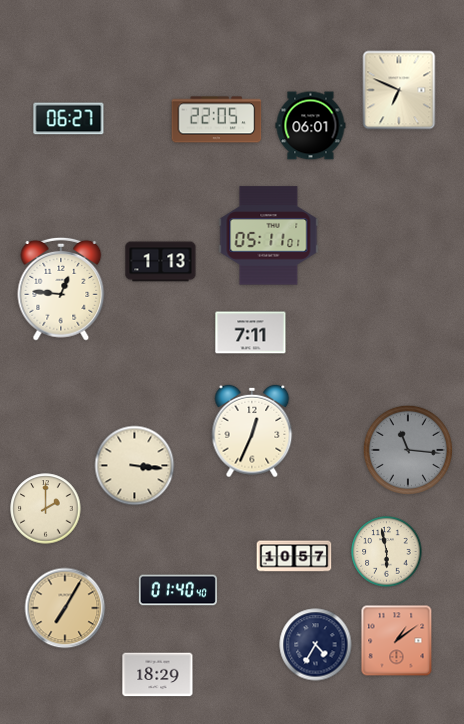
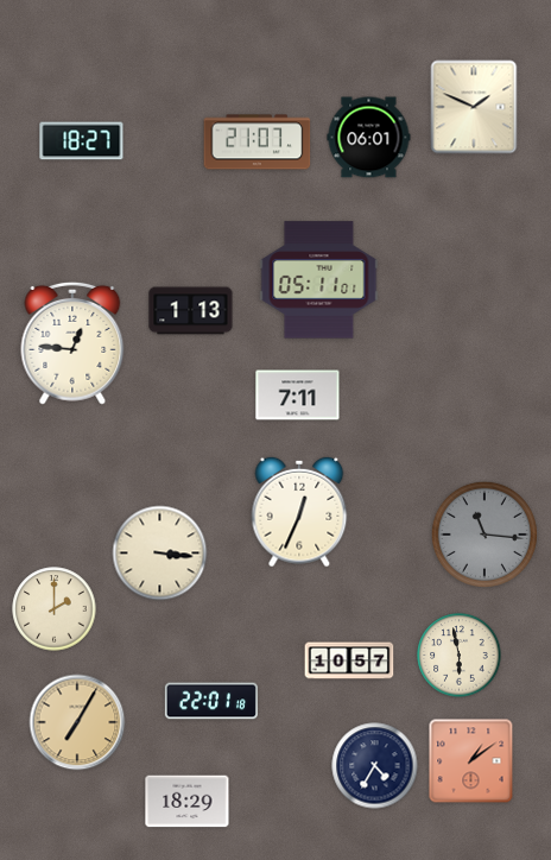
clock at (399, 90): 6:49 -> 1:49
clock at (69, 119): 06:27 -> 18:27
clock at (217, 120): 22:05 -> 21:07
clock at (311, 126) position: (311, 126) -> (369, 138)
clock at (46, 509) position: (46, 509) -> (55, 609)
clock at (178, 590): 01:40 -> 22:01
